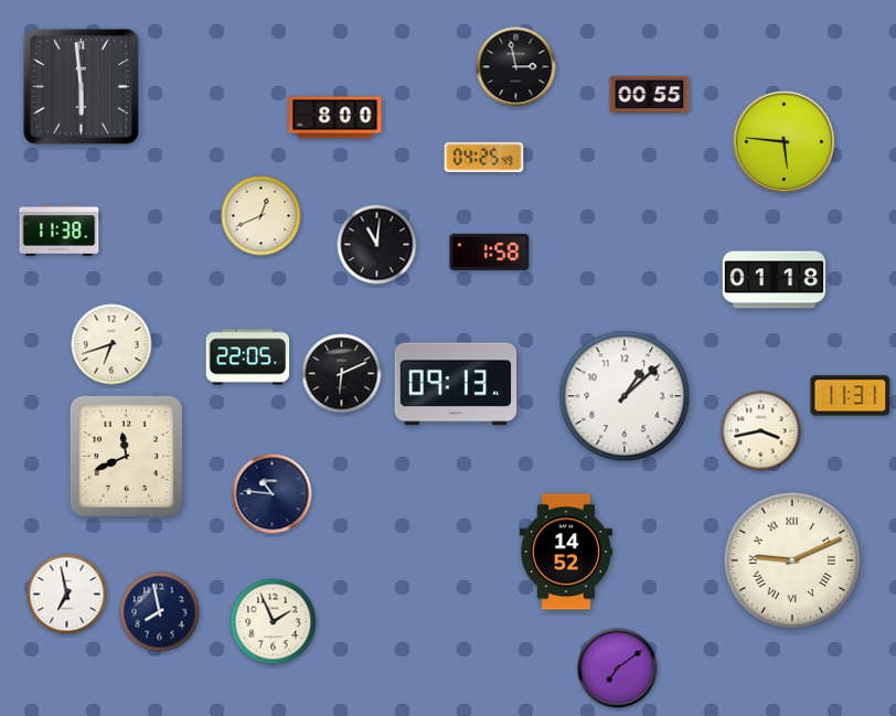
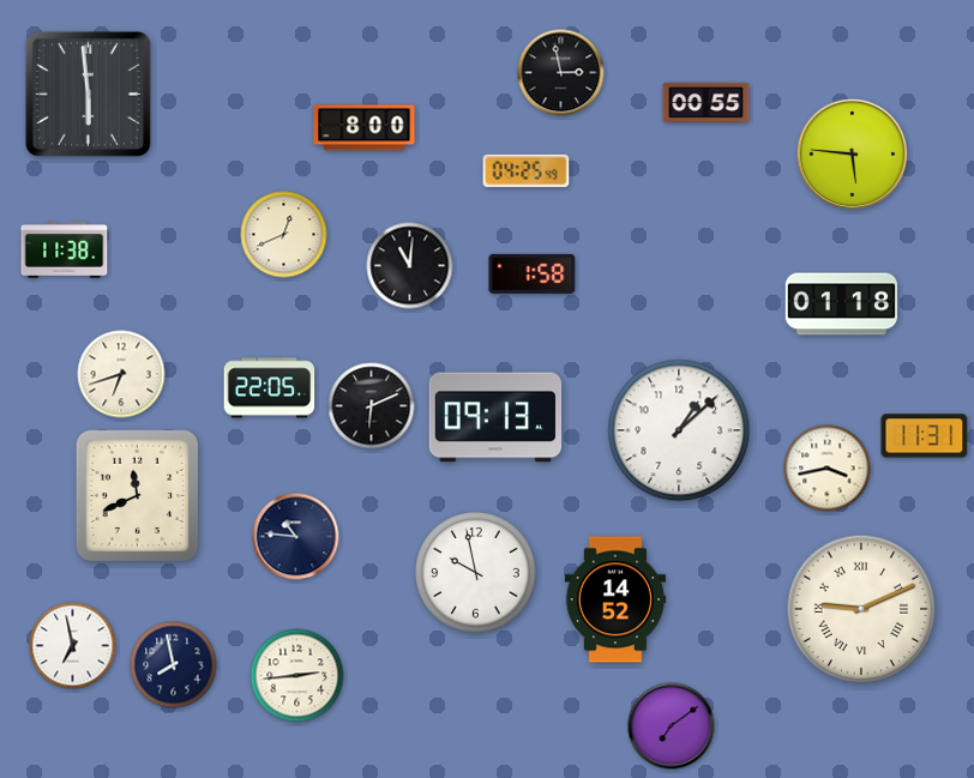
clock at (851, 396) position: (851, 396) -> (925, 436)
clock at (476, 573): none -> 9:58
clock at (274, 622): 1:56 -> 2:44
